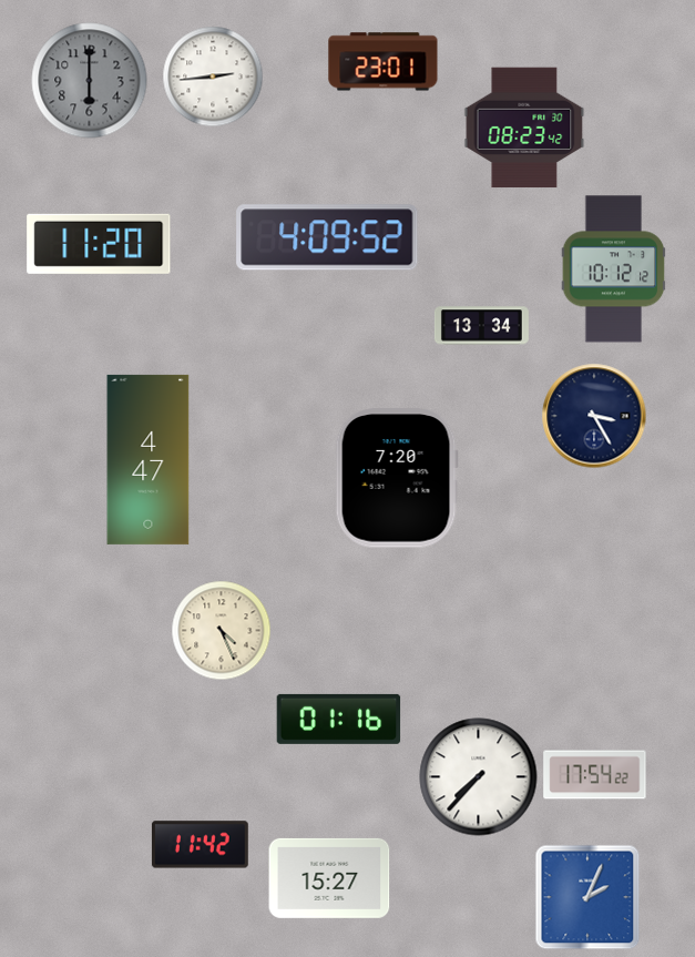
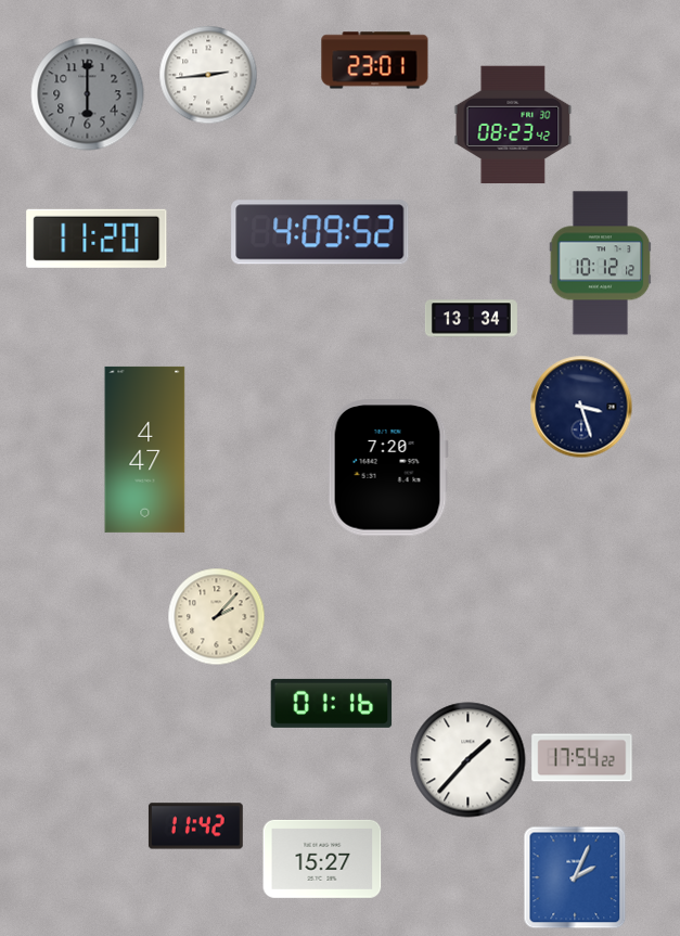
clock at (90, 81) position: (90, 81) -> (88, 94)
clock at (594, 416): 3:25 -> 3:27
clock at (222, 631): 4:26 -> 2:07
clock at (479, 777): 7:37 -> 1:37
